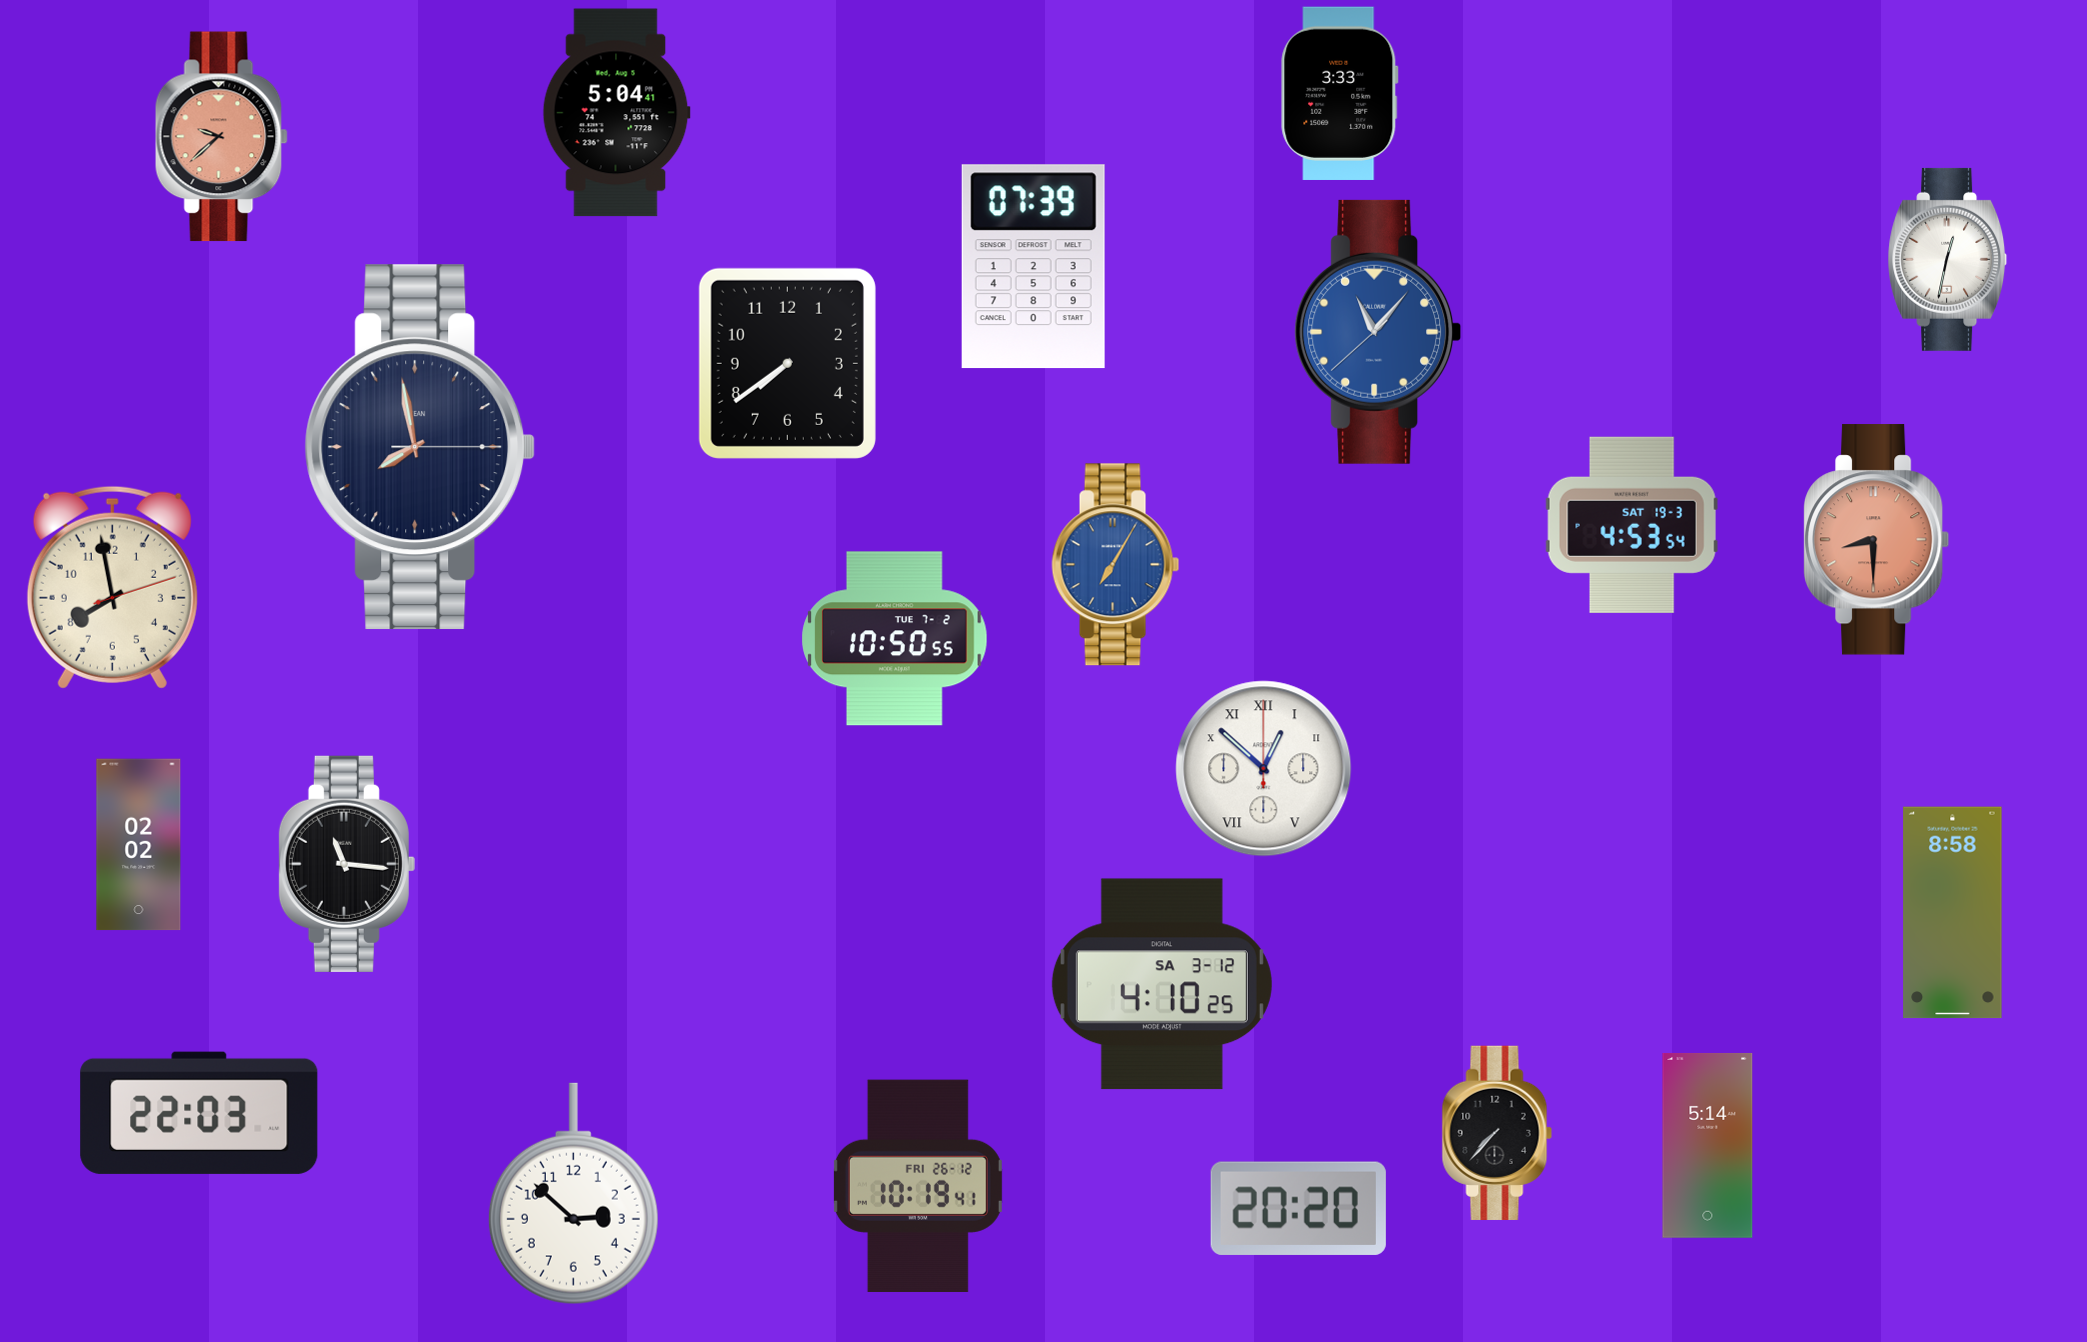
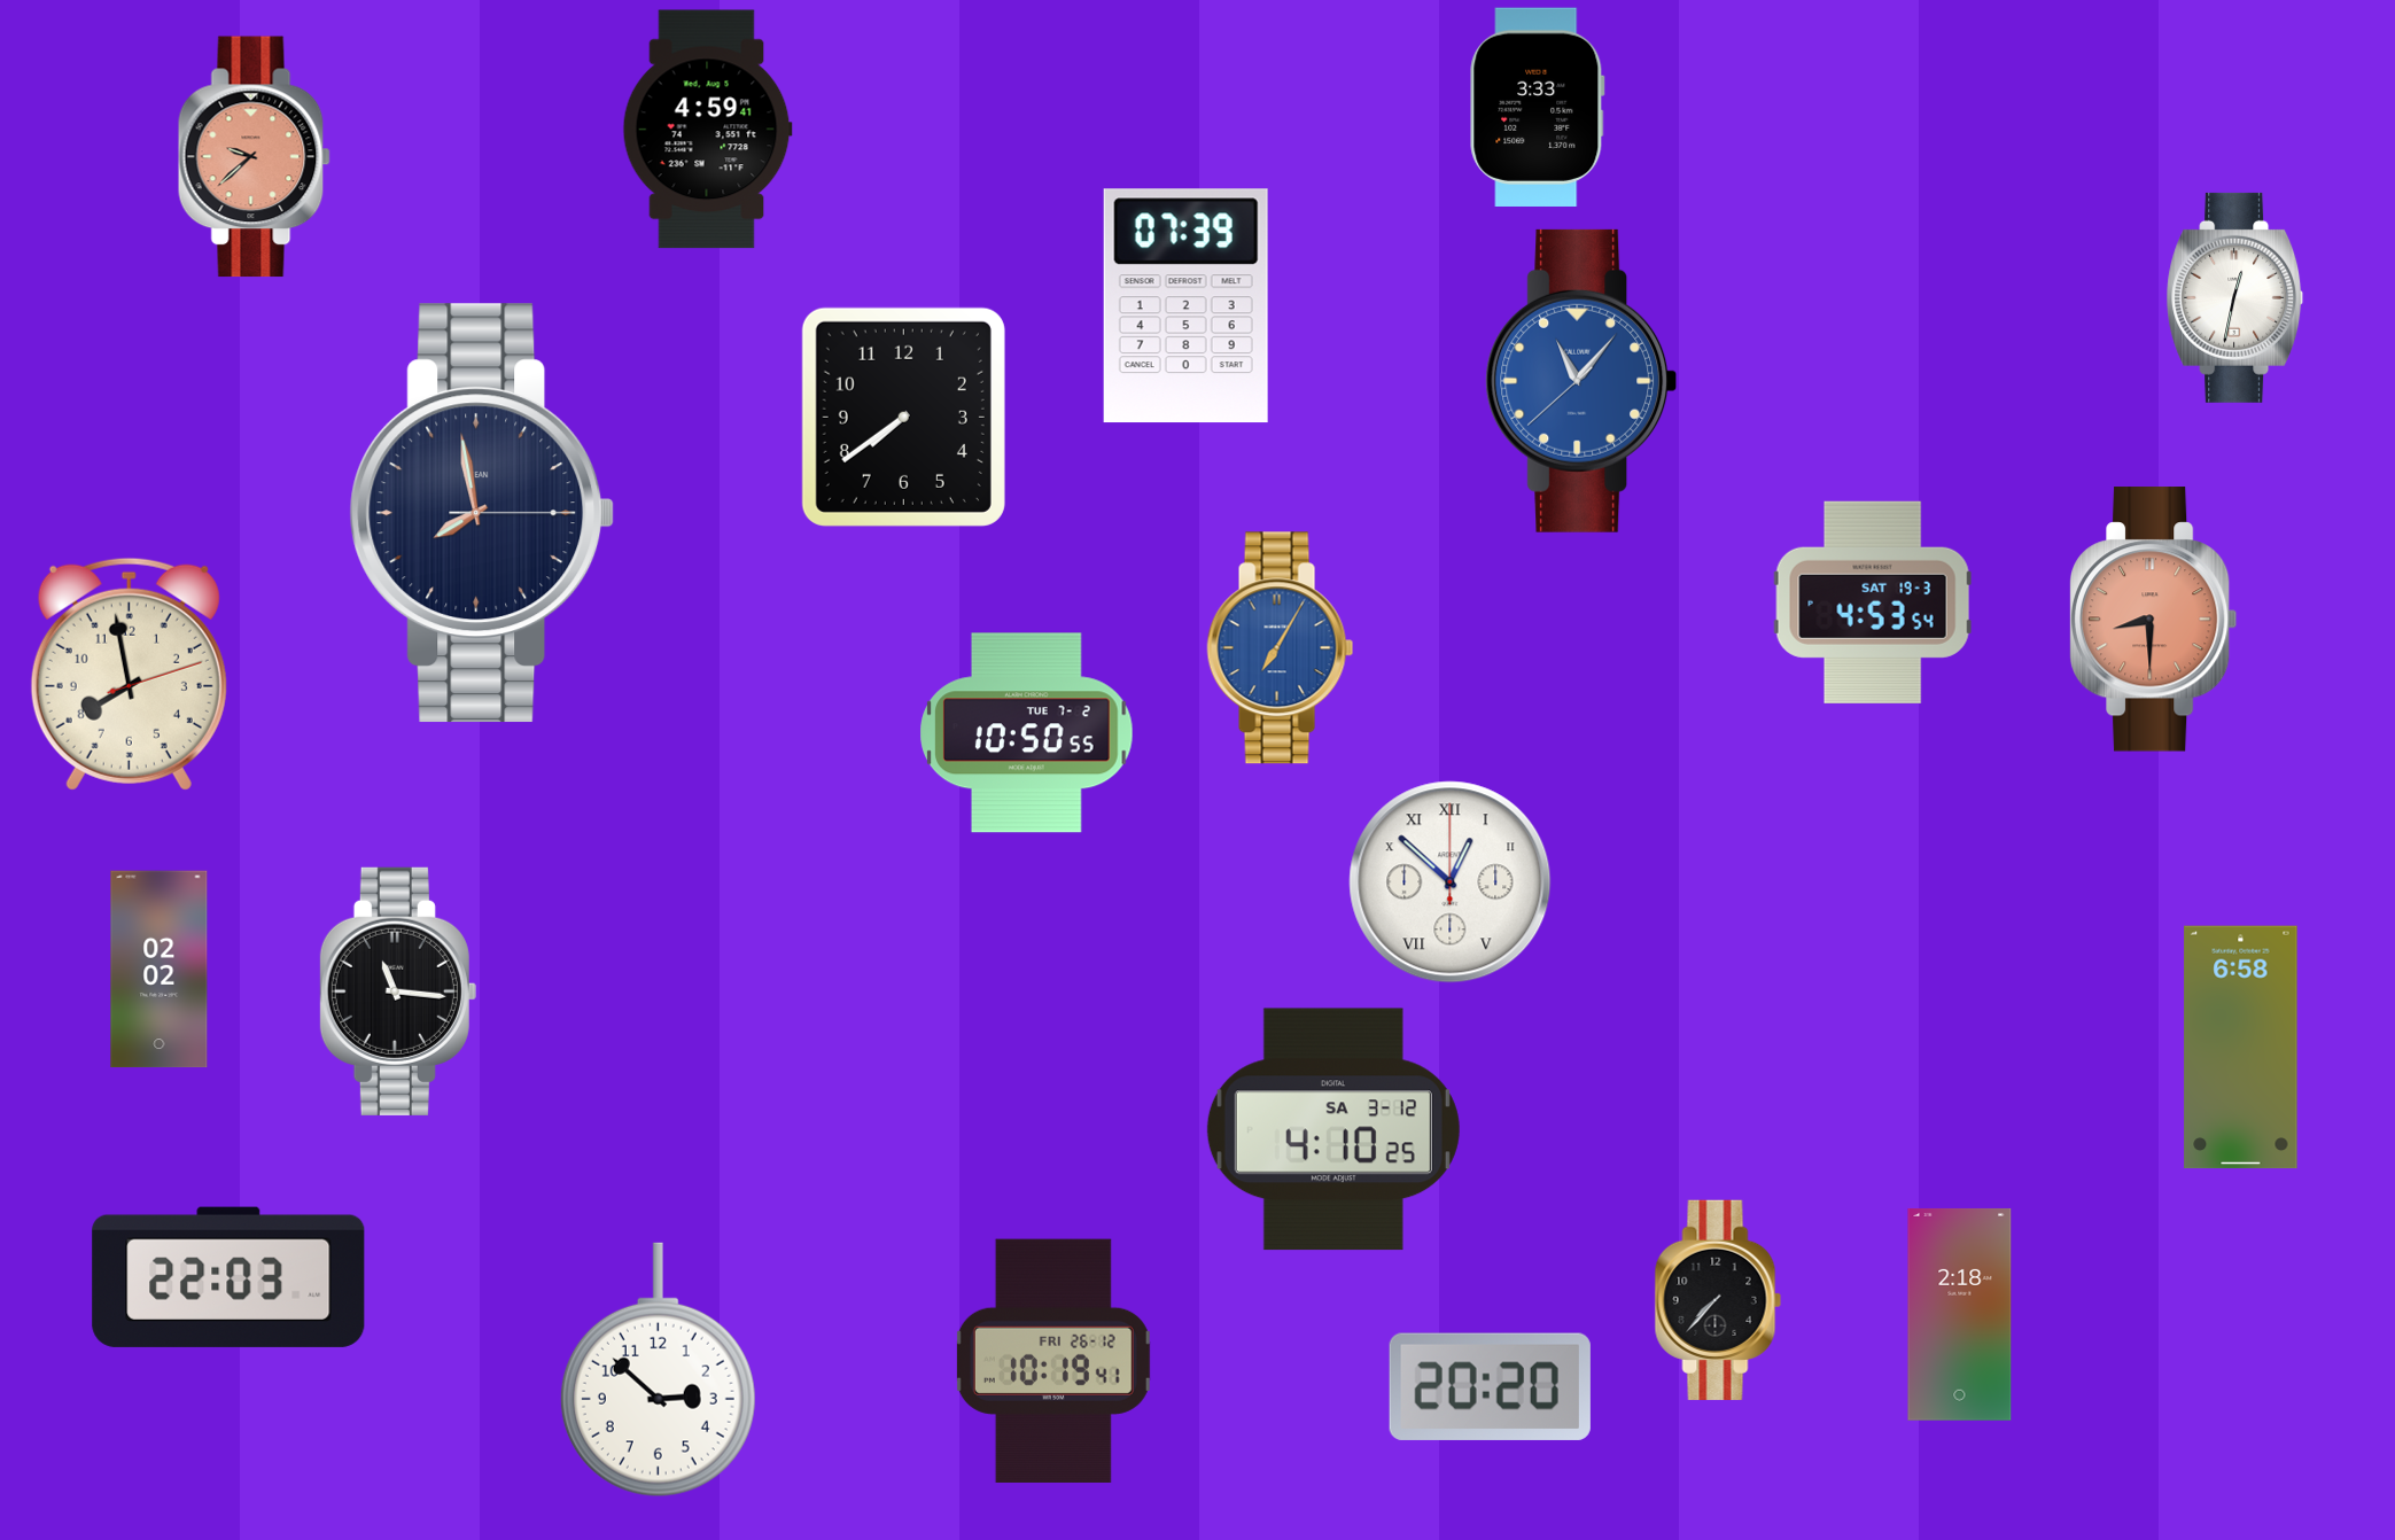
clock at (616, 113): 5:04 -> 4:59
clock at (1953, 913): 8:58 -> 6:58
clock at (1708, 1145): 5:14 -> 2:18
